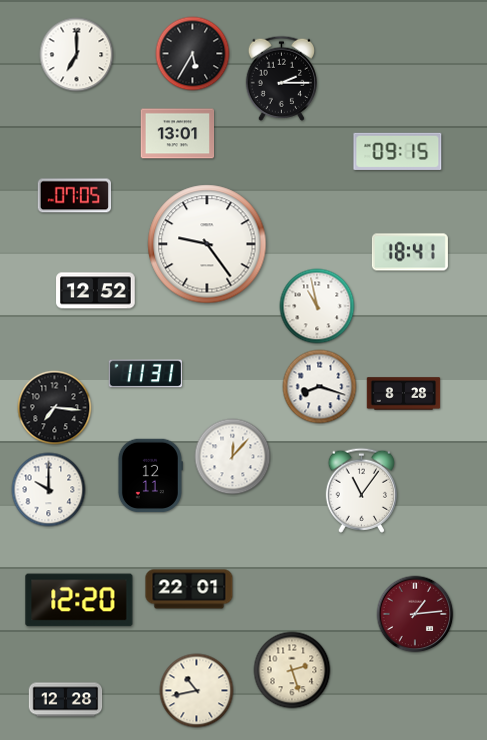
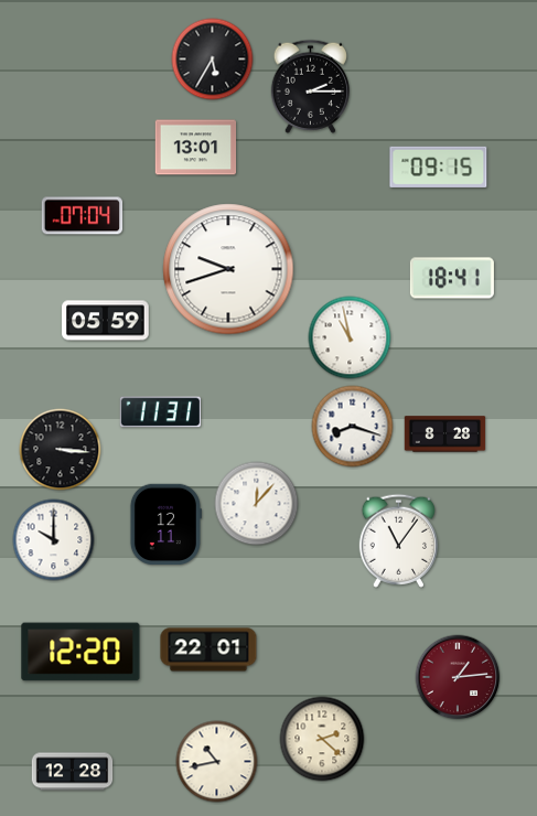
clock at (77, 55): 7:00 -> none
clock at (75, 196): 07:05 -> 07:04
clock at (207, 244): 9:24 -> 9:42
clock at (96, 291): 12:52 -> 05:59
clock at (55, 408): 7:16 -> 3:16
clock at (79, 600) position: (79, 600) -> (80, 652)
clock at (292, 670): 2:27 -> 2:22
